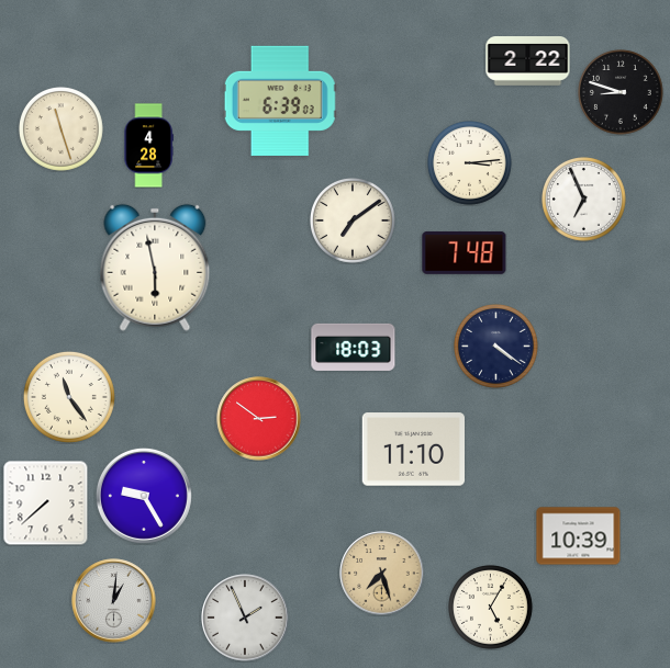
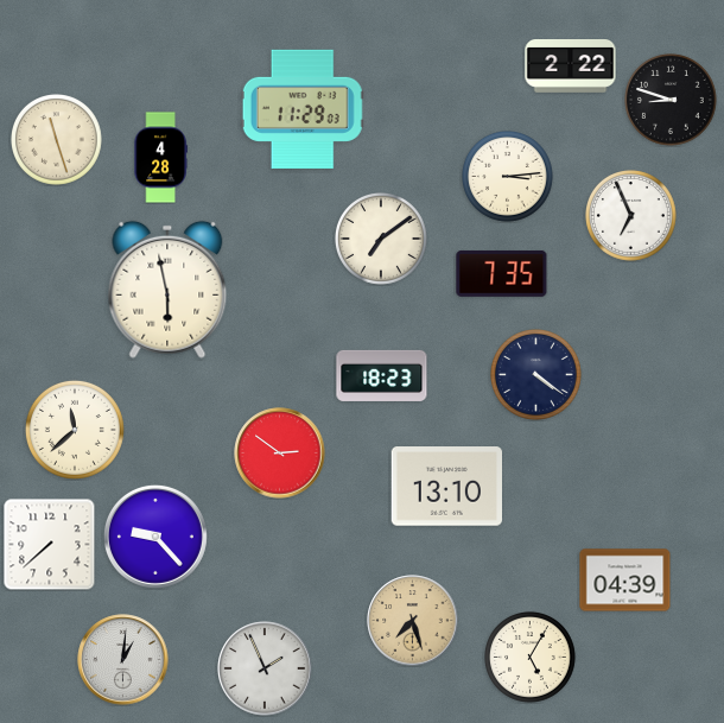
clock at (280, 101): 6:39 -> 11:29
clock at (62, 129) position: (62, 129) -> (57, 140)
clock at (465, 252): 7:48 -> 7:35
clock at (354, 347): 18:03 -> 18:23
clock at (69, 397): 11:24 -> 11:38
clock at (413, 450): 11:10 -> 13:10
clock at (144, 496): 9:25 -> 9:23
clock at (579, 536): 10:39 -> 04:39
clock at (114, 601) position: (114, 601) -> (123, 660)
